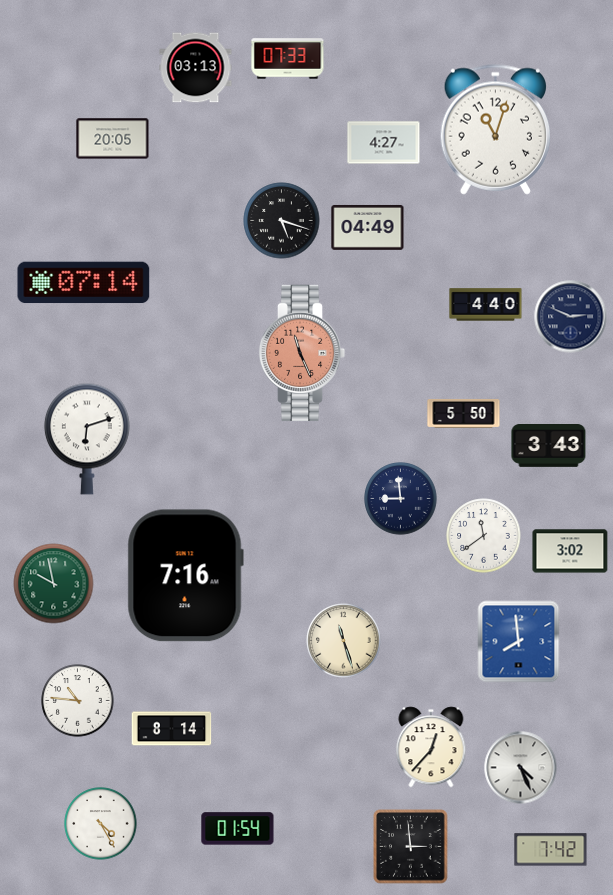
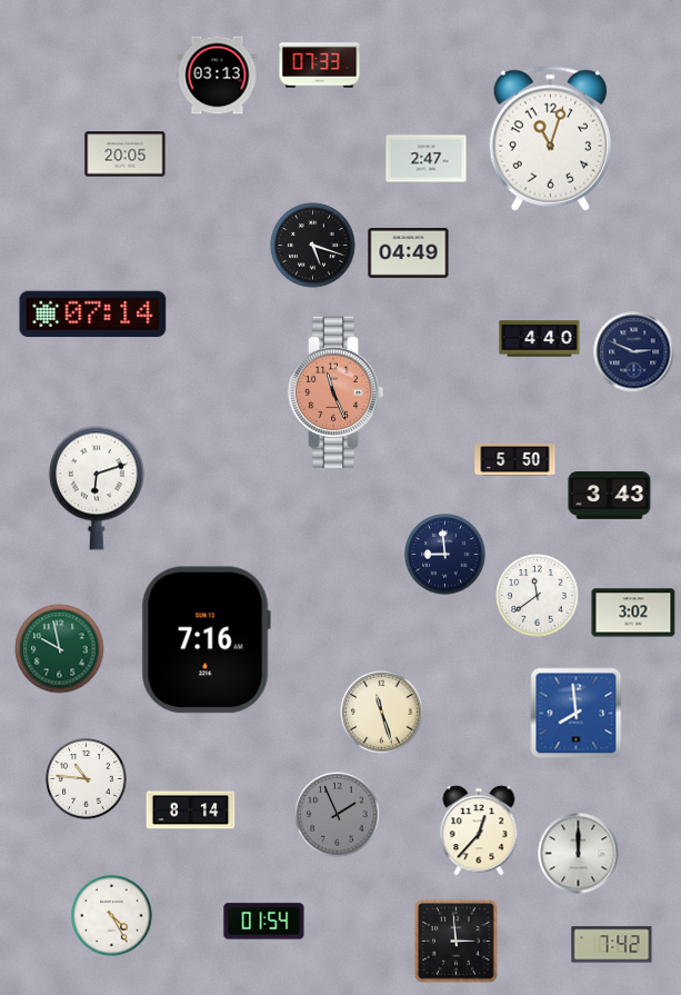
clock at (495, 129) position: (495, 129) -> (550, 138)
clock at (384, 143): 4:27 -> 2:47
clock at (338, 815): none -> 1:56
clock at (521, 768): 4:26 -> 12:00
